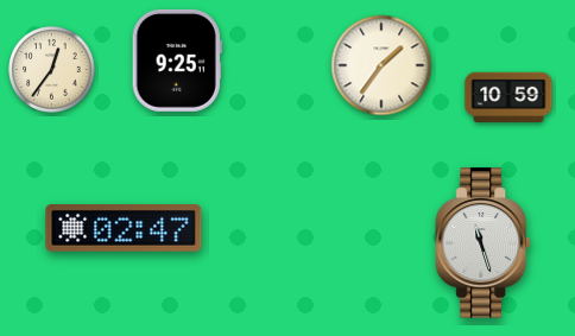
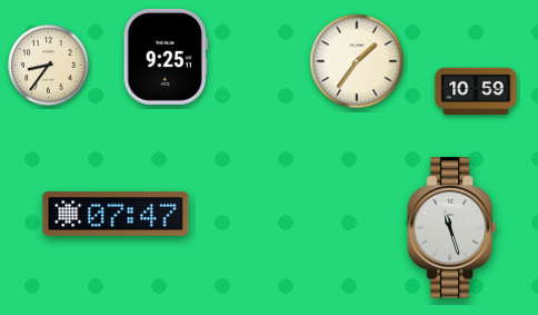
clock at (52, 70): 12:36 -> 8:36
clock at (124, 229): 02:47 -> 07:47
